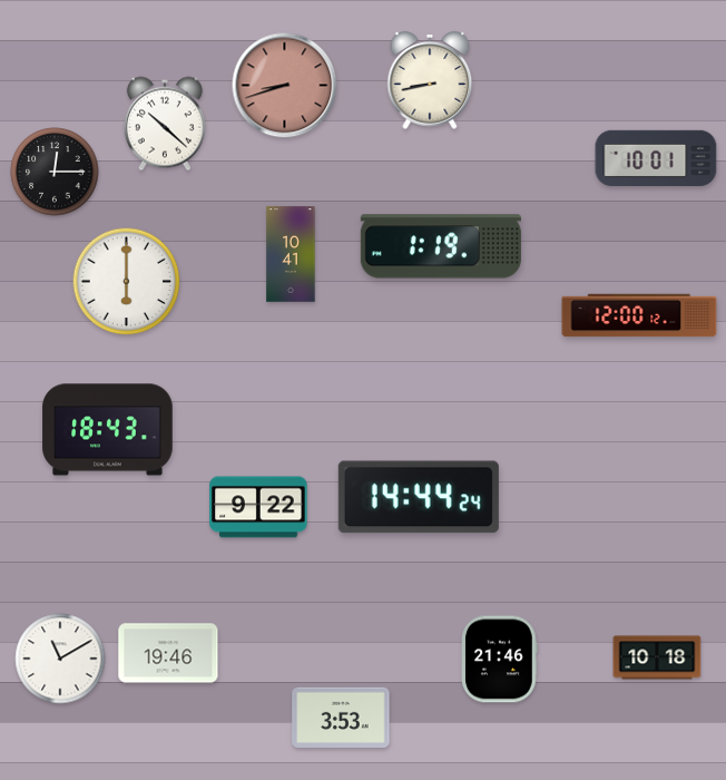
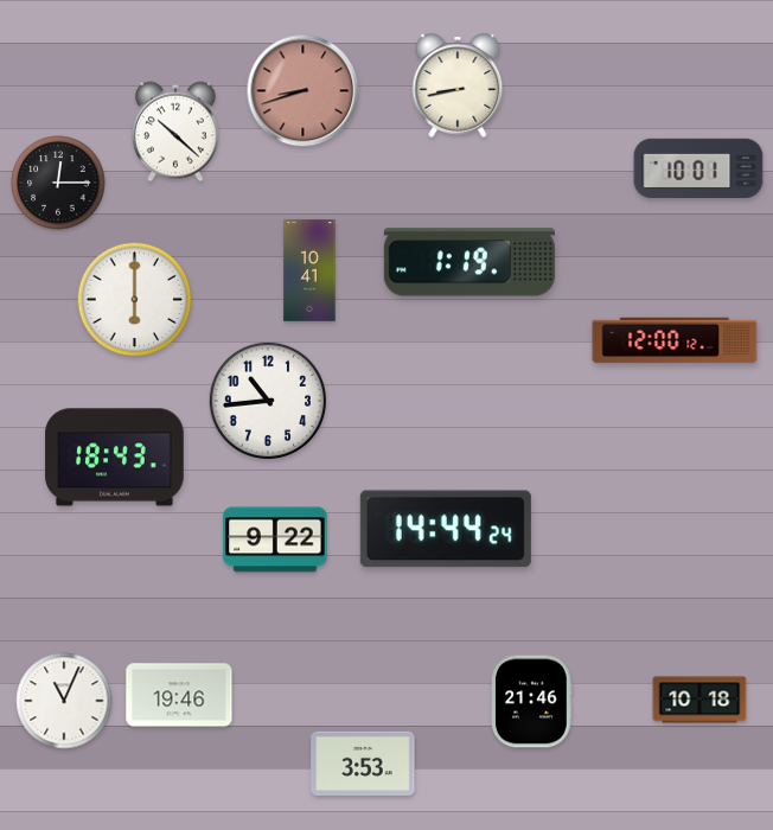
clock at (639, 315) position: (639, 315) -> (675, 340)
clock at (267, 400): none -> 10:44
clock at (60, 659): 11:10 -> 11:04
